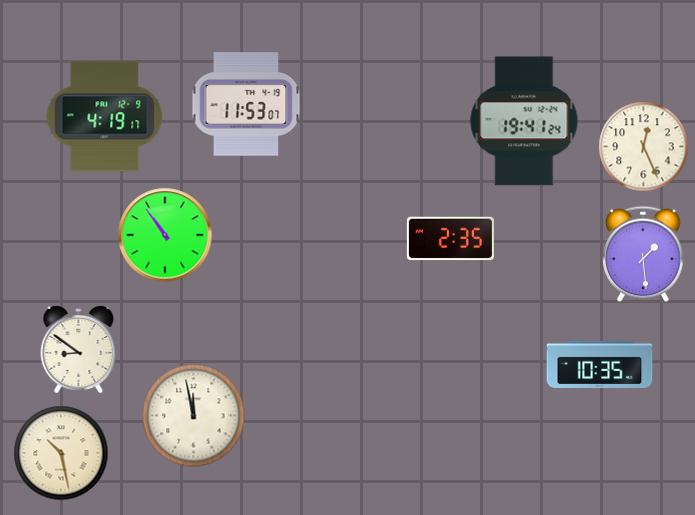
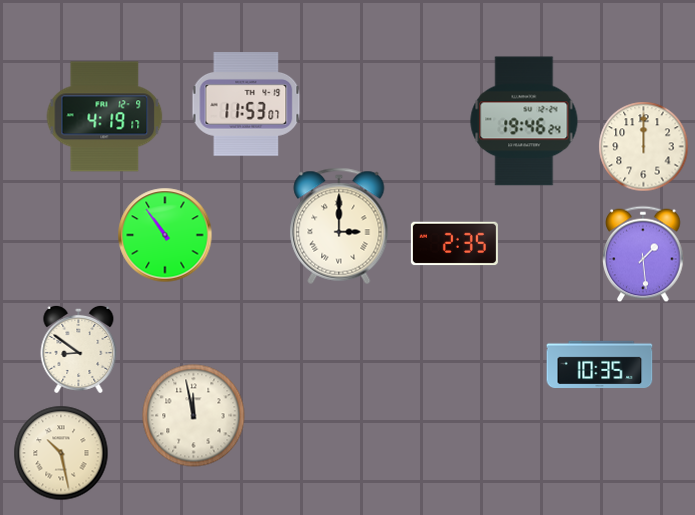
clock at (524, 121): 19:41 -> 19:46
clock at (644, 147): 12:26 -> 12:00
clock at (339, 226): none -> 3:00
clock at (450, 239) position: (450, 239) -> (454, 244)
